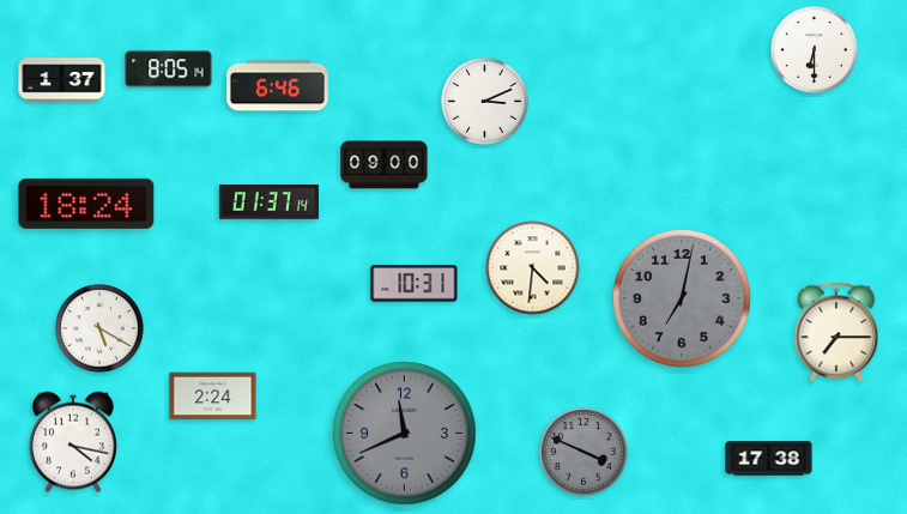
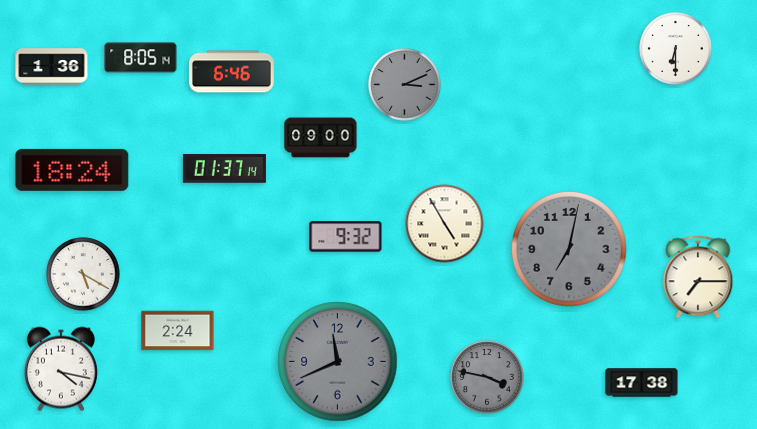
clock at (815, 50) position: (815, 50) -> (676, 49)
clock at (62, 80): 1:37 -> 1:36
clock at (485, 102) dial: white -> grey
clock at (533, 268): 4:31 -> 4:55
clock at (415, 284): 10:31 -> 9:32
clock at (583, 452): 3:49 -> 3:47
